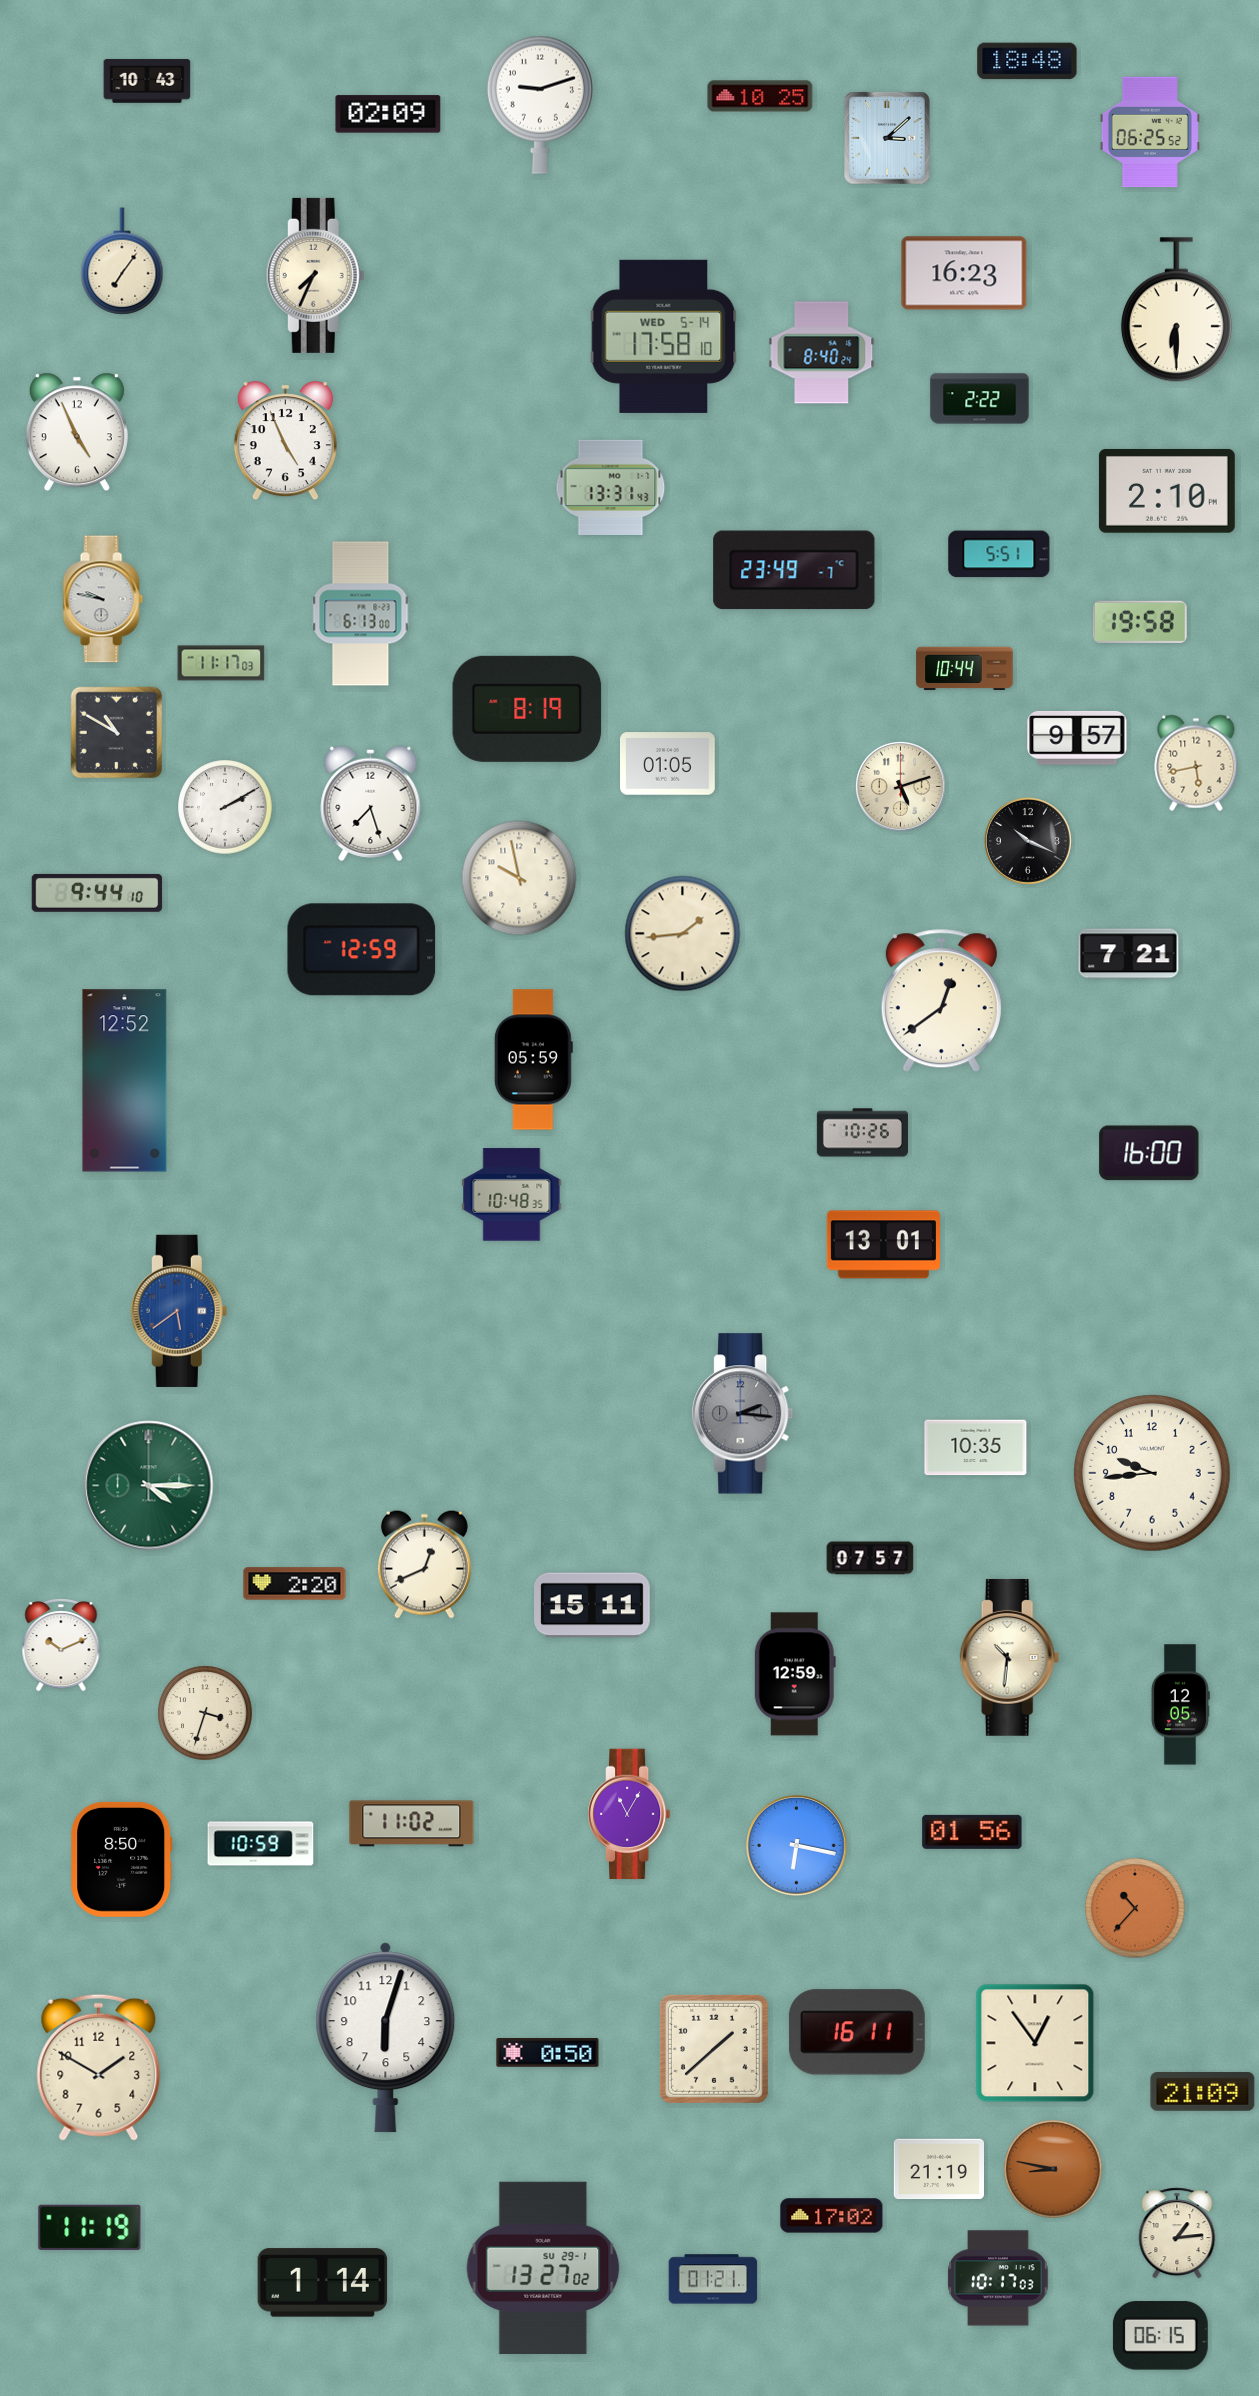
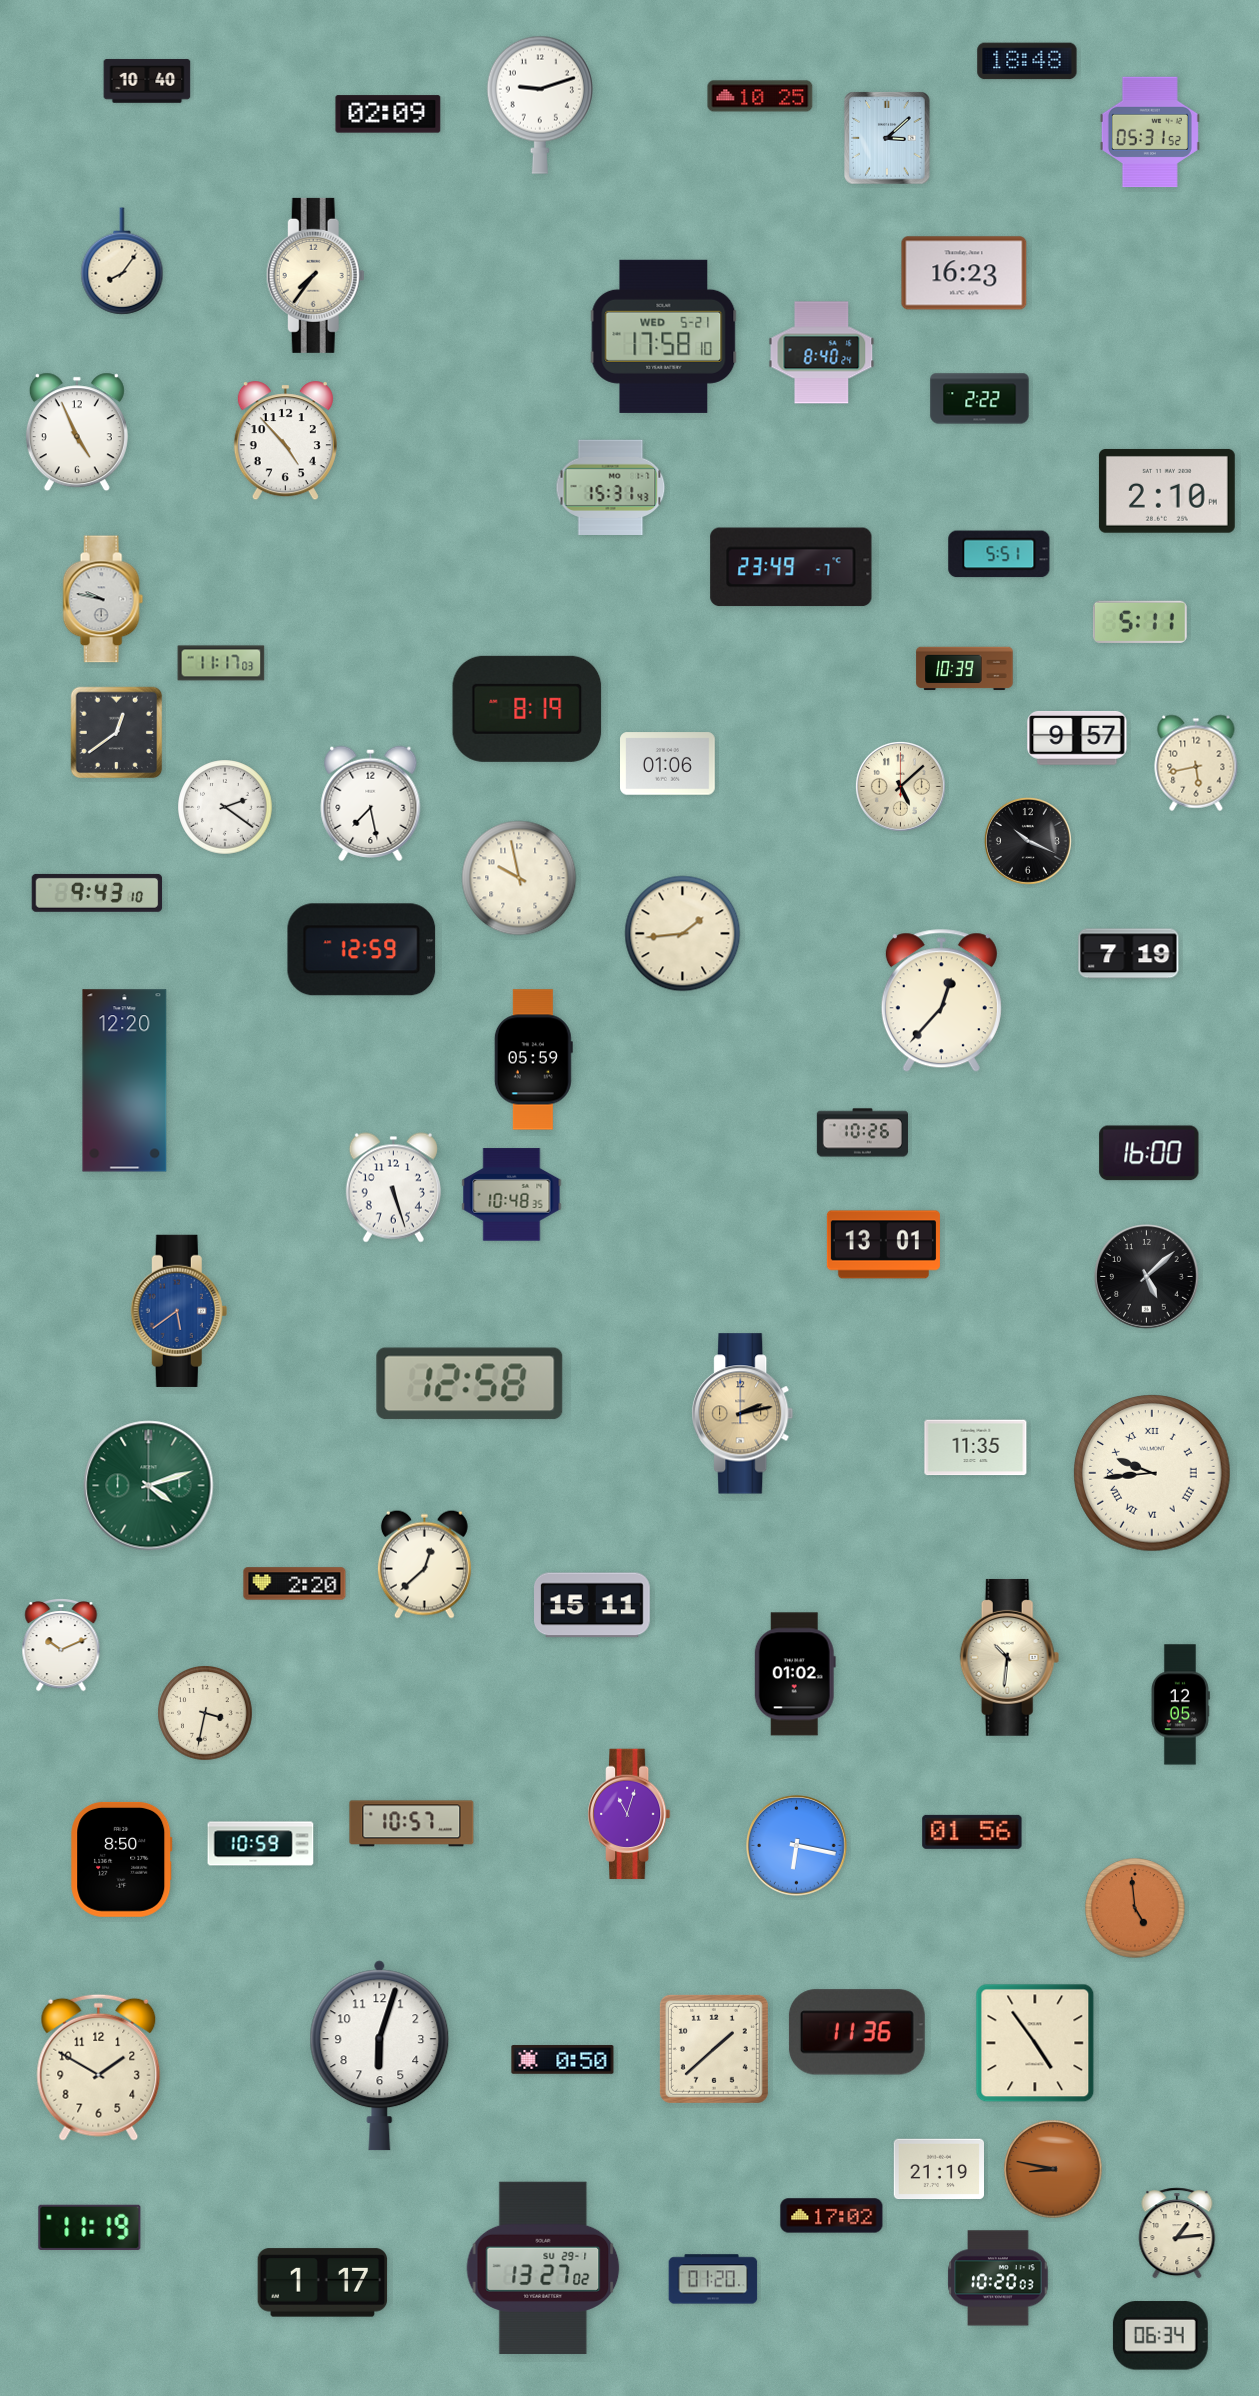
clock at (147, 81): 10:43 -> 10:40
clock at (1150, 132): 06:25 -> 05:31
clock at (122, 261): 7:06 -> 8:06
clock at (315, 275): 7:34 -> 7:36
clock at (1176, 310): 6:30 -> none
clock at (664, 336) date: WED 5-14 -> WED 5-21
clock at (285, 441): 4:56 -> 4:53
clock at (611, 487): 13:31 -> 15:31
clock at (794, 570) position: (794, 570) -> (791, 567)
clock at (361, 614): 6:13 -> none
clock at (1140, 622): 19:58 -> 5:11
clock at (965, 669): 10:44 -> 10:39
clock at (117, 733): 10:50 -> 12:39
clock at (668, 764): 01:05 -> 01:06
clock at (900, 786): 5:12 -> 5:08
clock at (371, 803): 7:27 -> 7:28
clock at (225, 807): 2:10 -> 2:21
clock at (97, 893): 9:44 -> 9:43
clock at (1129, 954): 7:21 -> 7:19
clock at (941, 1001): 12:39 -> 12:37
clock at (125, 1081): 12:52 -> 12:20
clock at (393, 1188): none -> 5:27
clock at (1147, 1277): none -> 5:08
clock at (470, 1384): none -> 12:58
clock at (743, 1414): 2:16 -> 2:13
clock at (743, 1414) dial: grey -> champagne
clock at (976, 1448): 10:35 -> 11:35
clock at (1152, 1473) numerals: Arabic -> Roman
clock at (149, 1486): 4:15 -> 4:12
clock at (870, 1558): 07:57 -> none
clock at (424, 1564): 12:41 -> 12:38
clock at (795, 1674): 12:59 -> 01:02
clock at (205, 1713): 3:33 -> 3:32
clock at (630, 1814): 11:05 -> 11:03
clock at (412, 1824): 11:02 -> 10:57
clock at (1135, 1908): 10:37 -> 4:59
clock at (857, 2032): 16:11 -> 11:36
clock at (386, 2038) position: (386, 2038) -> (380, 2056)
clock at (1035, 2043): 12:54 -> 4:54
clock at (548, 2053) position: (548, 2053) -> (563, 2060)
clock at (1203, 2091): 21:09 -> none
clock at (998, 2278): 10:17 -> 10:20
clock at (713, 2279): 01:21 -> 01:20
clock at (323, 2283): 1:14 -> 1:17
clock at (1160, 2336): 06:15 -> 06:34
